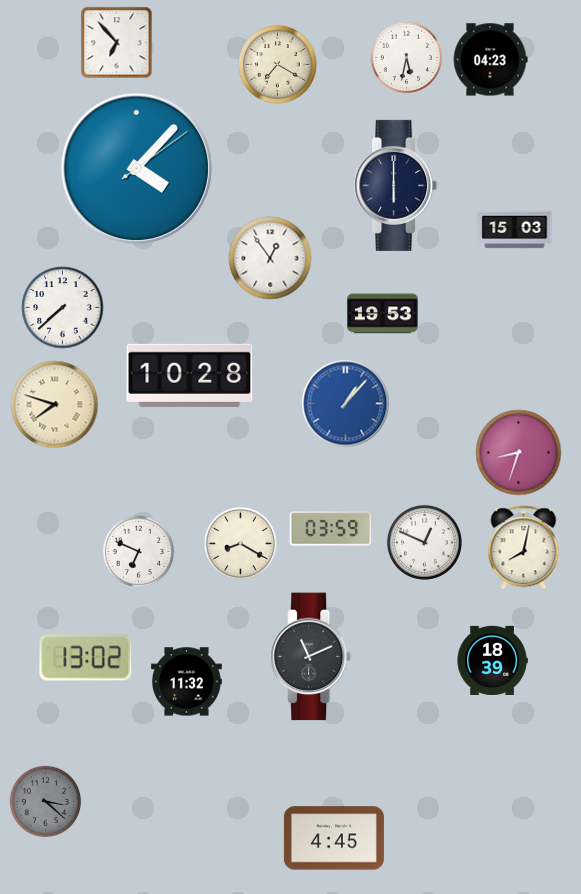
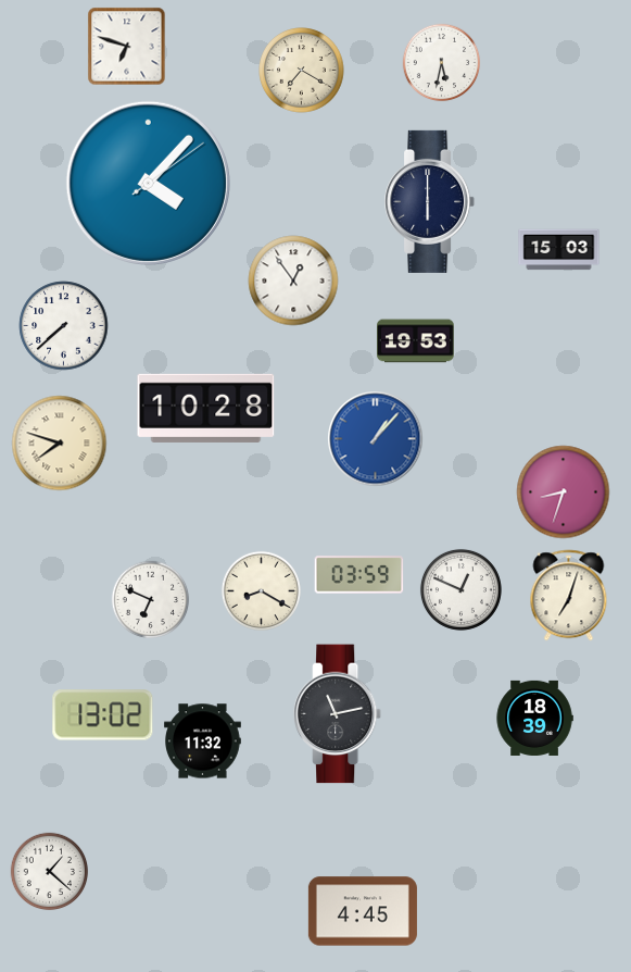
clock at (117, 43): 6:53 -> 6:48
clock at (490, 60): 04:23 -> none
clock at (63, 308) position: (63, 308) -> (64, 326)
clock at (55, 405) position: (55, 405) -> (60, 444)
clock at (524, 548): 8:02 -> 7:03
clock at (311, 657): 11:11 -> 11:13
clock at (86, 658) position: (86, 658) -> (103, 715)
clock at (46, 802): 3:22 -> 1:22
clock at (46, 802) dial: grey -> white
